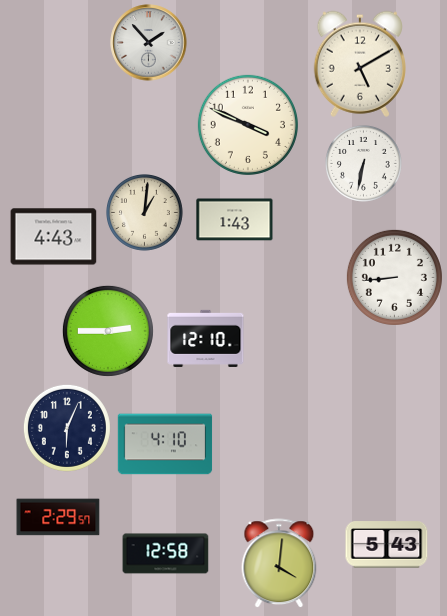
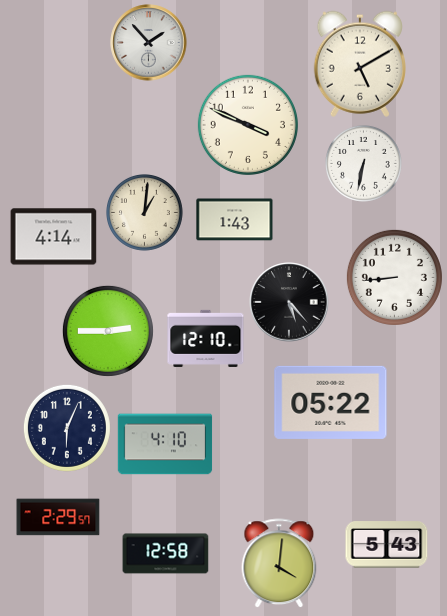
clock at (54, 237): 4:43 -> 4:14
clock at (289, 302): none -> 5:23
clock at (331, 402): none -> 05:22
